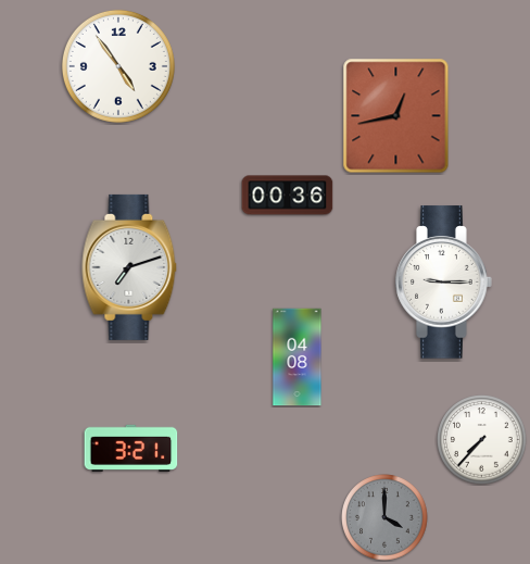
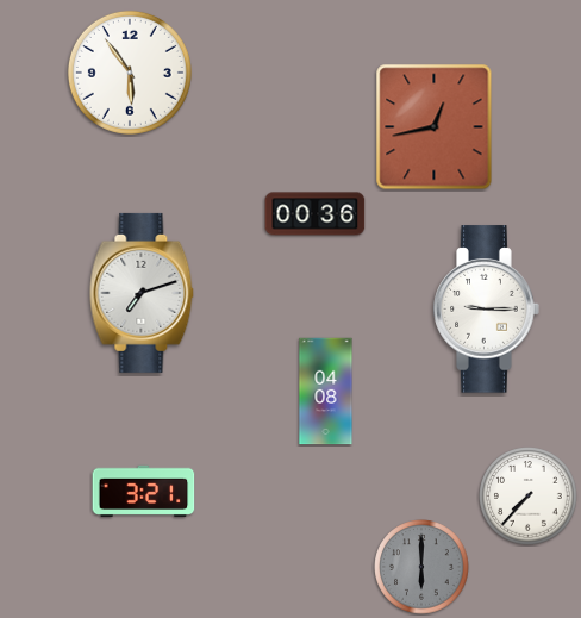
clock at (118, 66): 4:54 -> 5:54
clock at (482, 440) position: (482, 440) -> (529, 497)
clock at (384, 517): 4:00 -> 6:00
